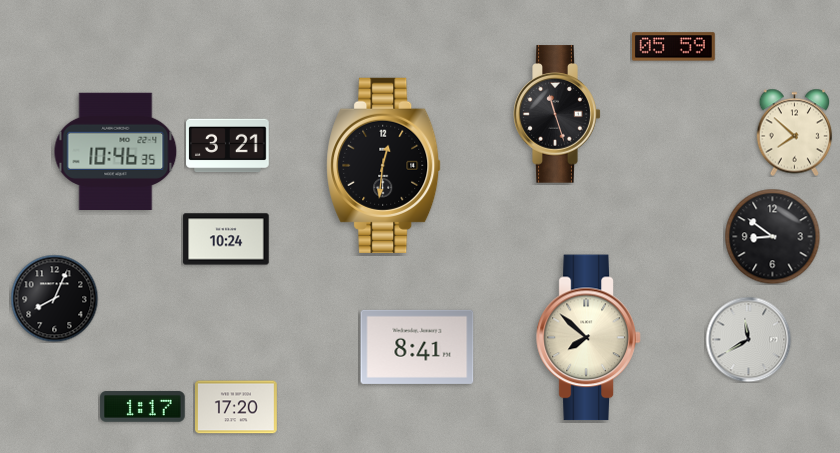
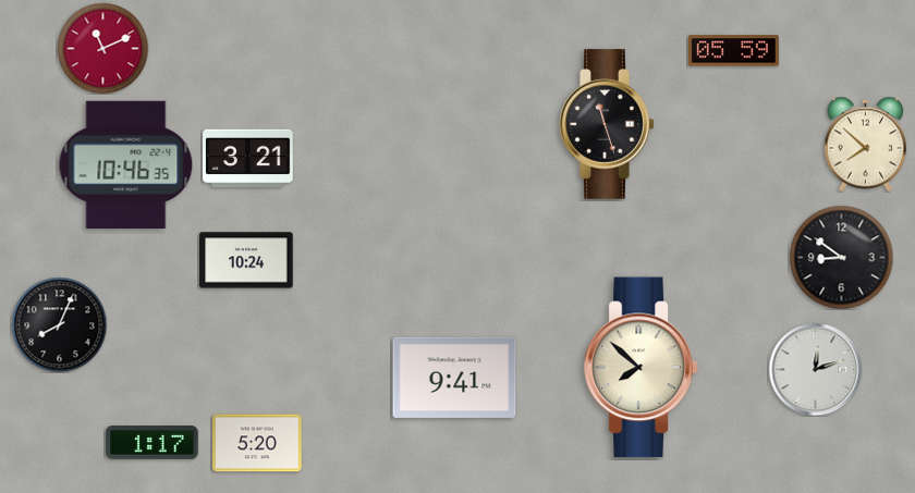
clock at (102, 48): none -> 11:11
clock at (384, 165): 12:31 -> none
clock at (748, 339): 11:40 -> 12:12
clock at (417, 347): 8:41 -> 9:41
clock at (143, 407) position: (143, 407) -> (152, 443)
clock at (237, 407): 17:20 -> 5:20
